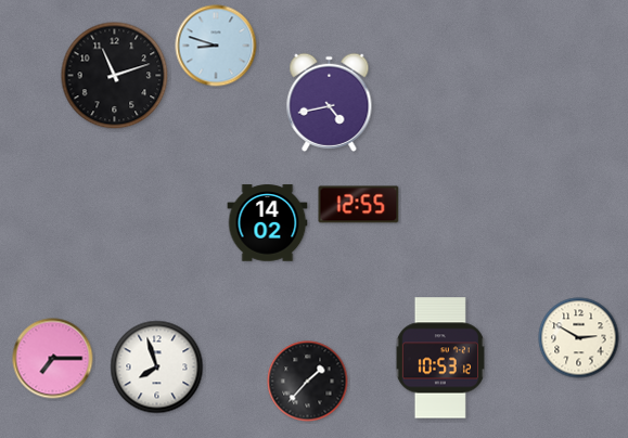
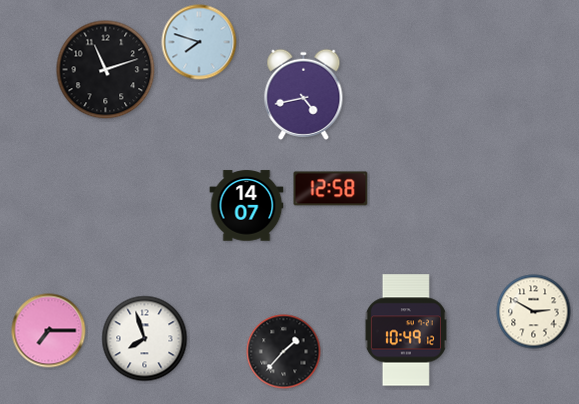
clock at (216, 46): 8:48 -> 7:48
clock at (359, 205): 12:55 -> 12:58
clock at (268, 223): 14:02 -> 14:07
clock at (440, 358): 10:53 -> 10:49
